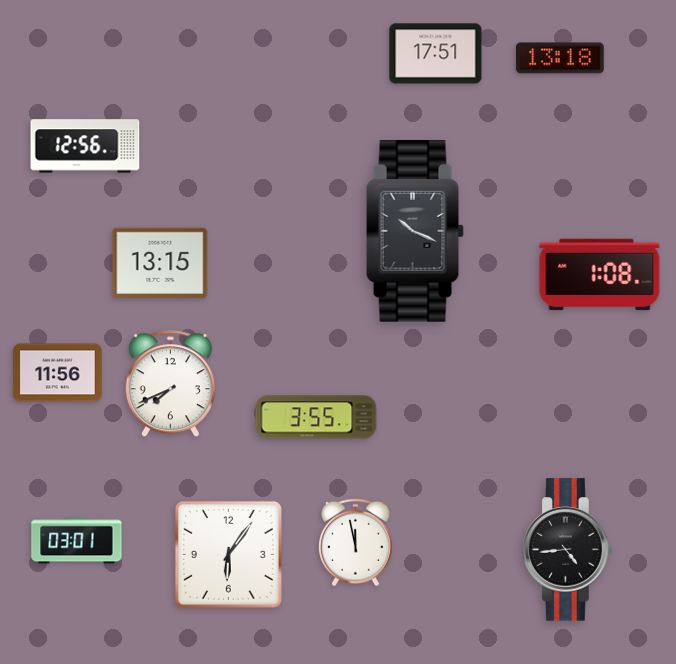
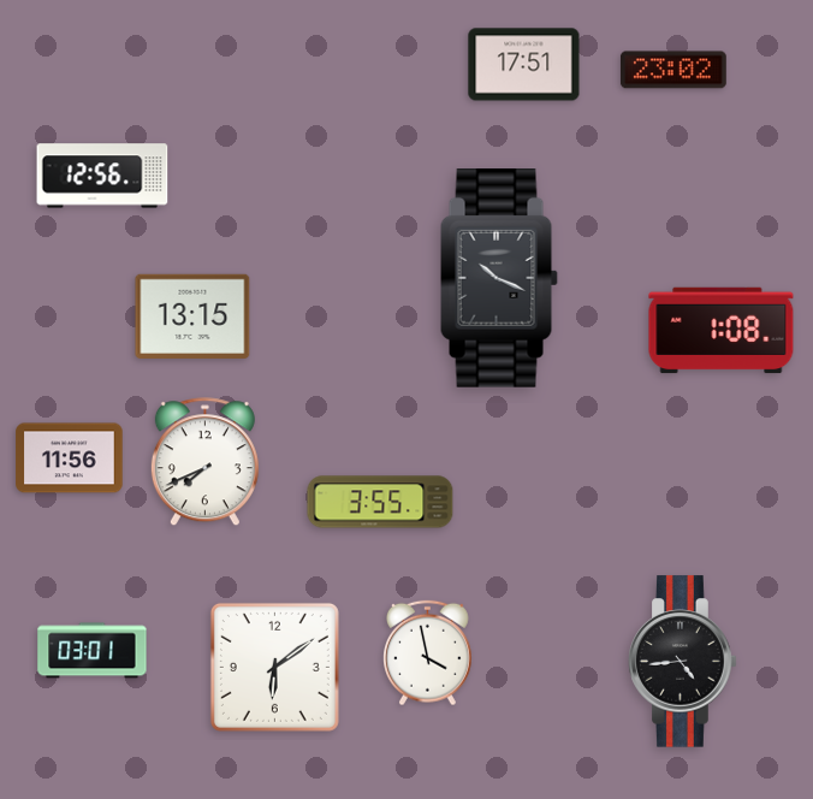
clock at (560, 58): 13:18 -> 23:02
clock at (58, 373) position: (58, 373) -> (70, 458)
clock at (356, 543): 11:58 -> 3:58
clock at (228, 554): 6:06 -> 6:09
